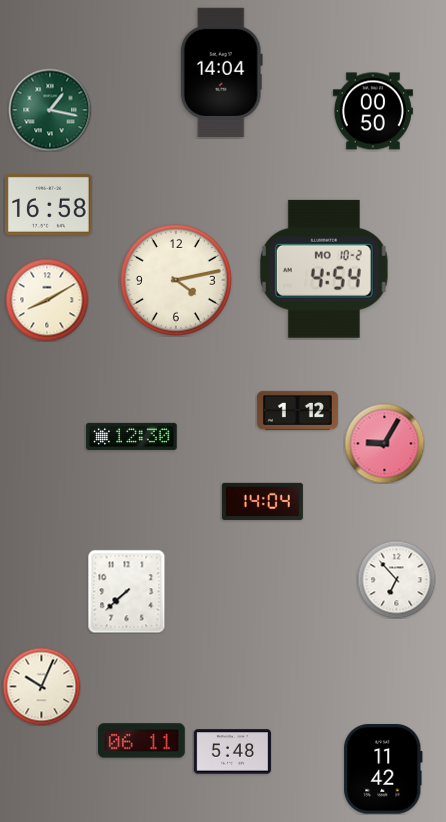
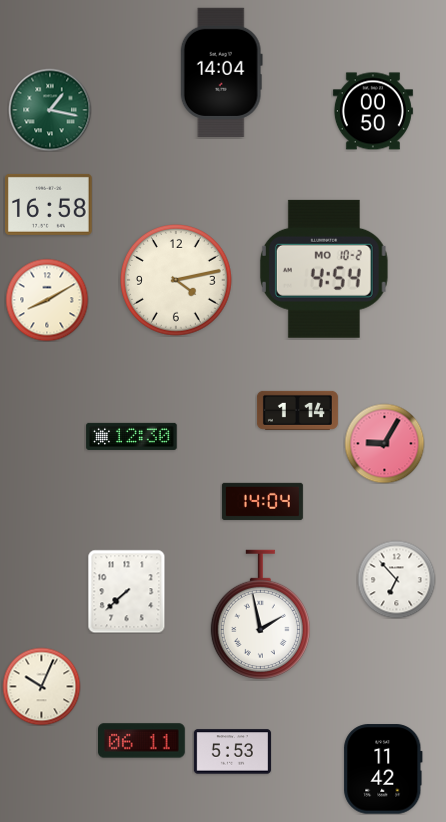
clock at (297, 410): 1:12 -> 1:14
clock at (260, 614): none -> 1:58
clock at (232, 752): 5:48 -> 5:53
